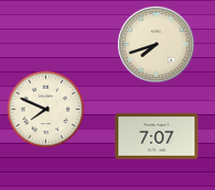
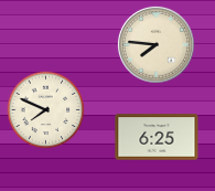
clock at (155, 44): 7:42 -> 7:46
clock at (157, 136): 7:07 -> 6:25
